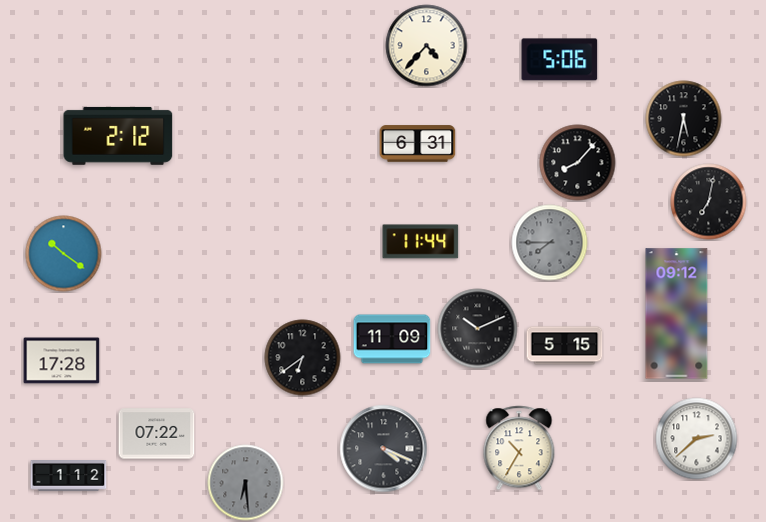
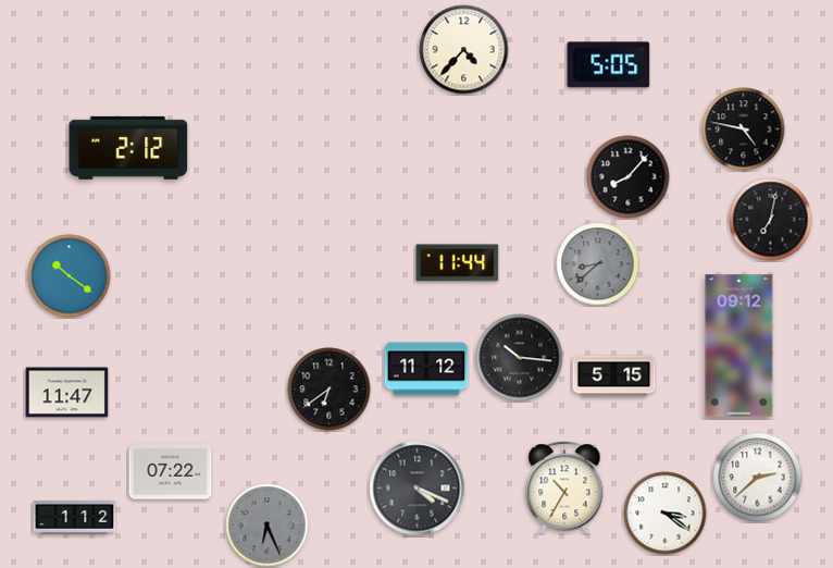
clock at (560, 60): 5:06 -> 5:05
clock at (684, 119): 5:32 -> 4:47
clock at (418, 144): 6:31 -> none
clock at (550, 243): 7:45 -> 8:38
clock at (677, 314) position: (677, 314) -> (739, 346)
clock at (478, 329): 10:11 -> 10:16
clock at (392, 339): 11:09 -> 11:12
clock at (62, 361): 17:28 -> 11:47
clock at (666, 514): none -> 3:21
clock at (246, 483): 6:29 -> 6:26
